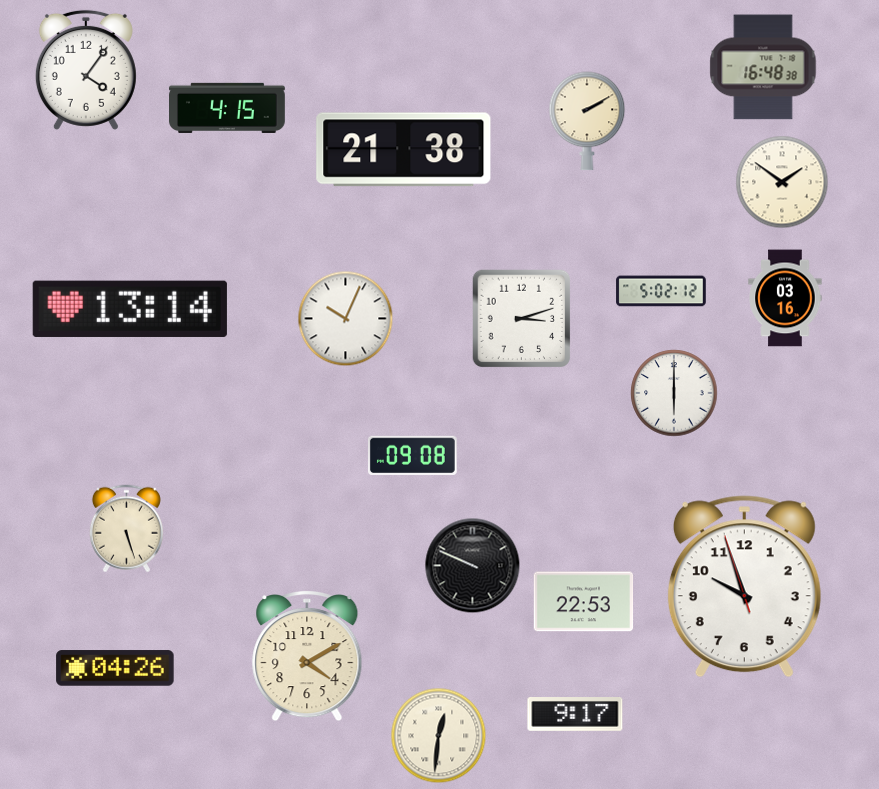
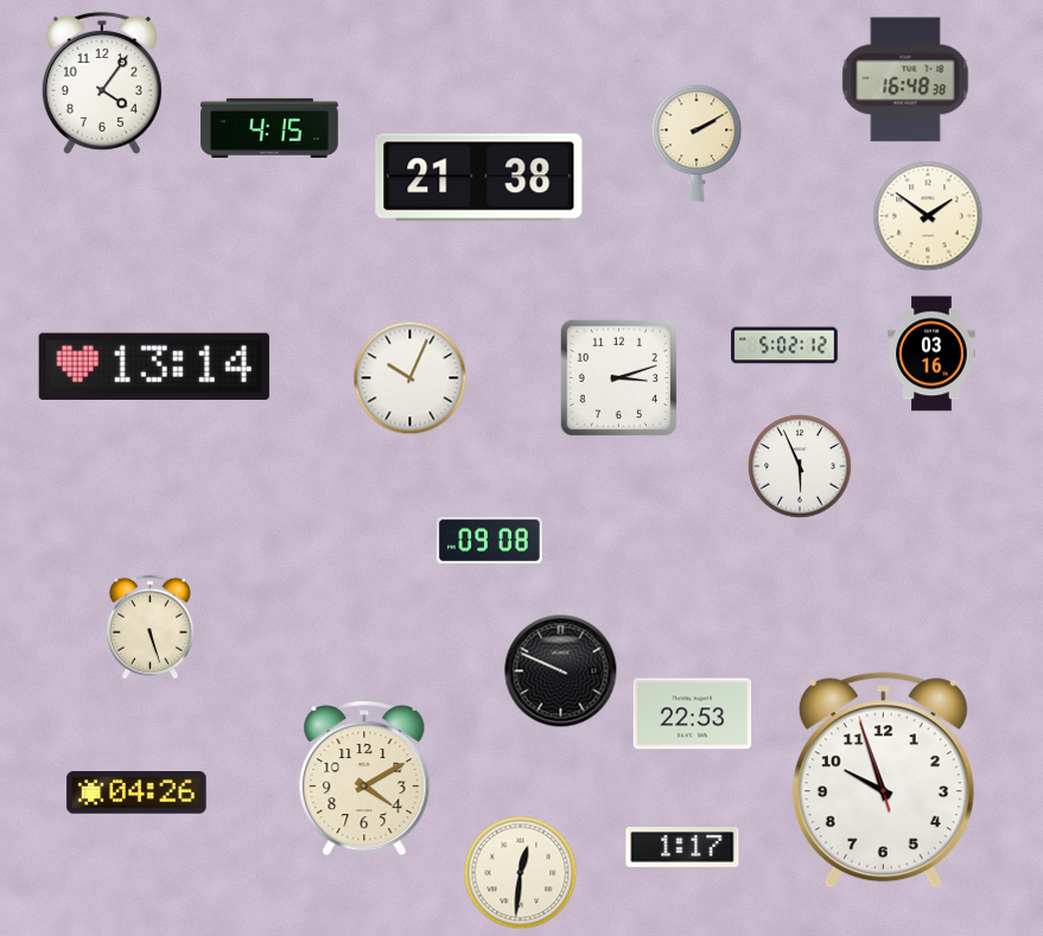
clock at (674, 393): 6:00 -> 5:56
clock at (744, 587) position: (744, 587) -> (883, 781)
clock at (575, 715): 9:17 -> 1:17
